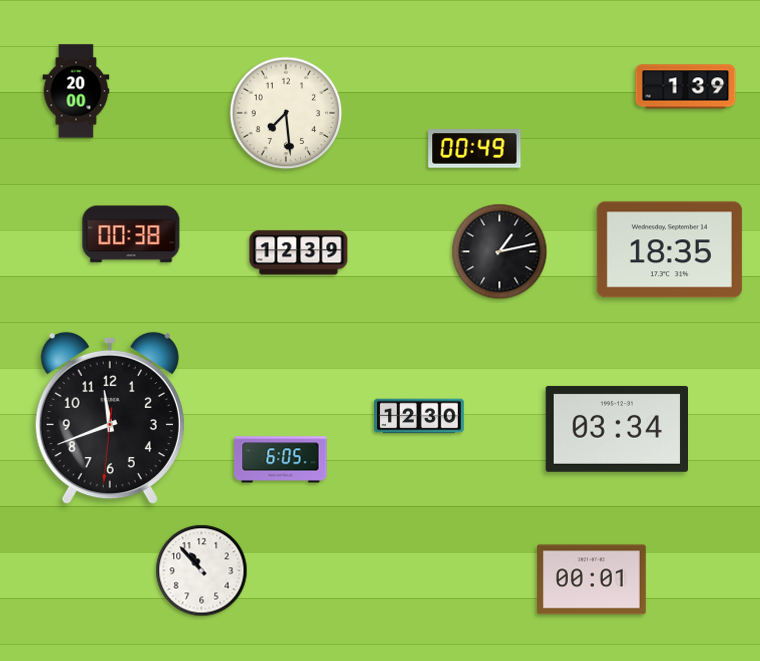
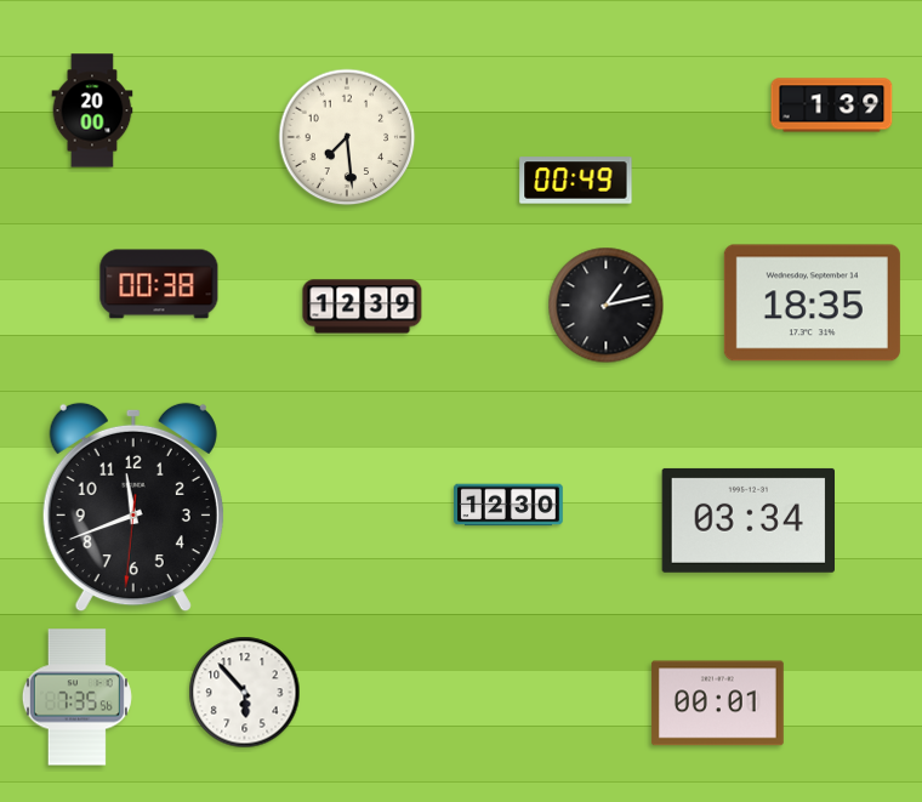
clock at (281, 460): 6:05 -> none
clock at (202, 571): 10:53 -> 5:53
clock at (76, 698): none -> 7:35
